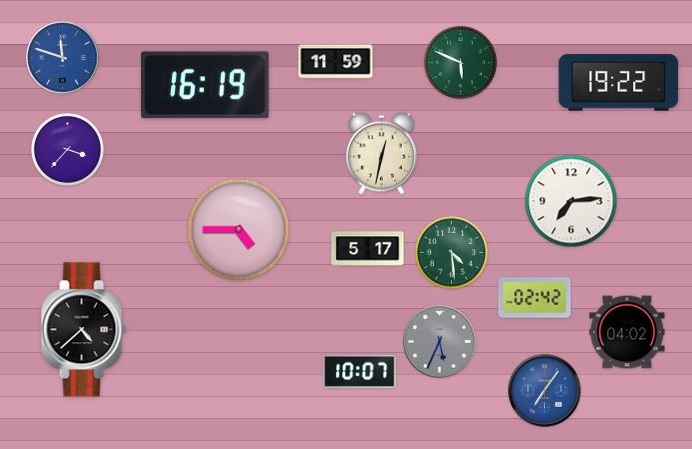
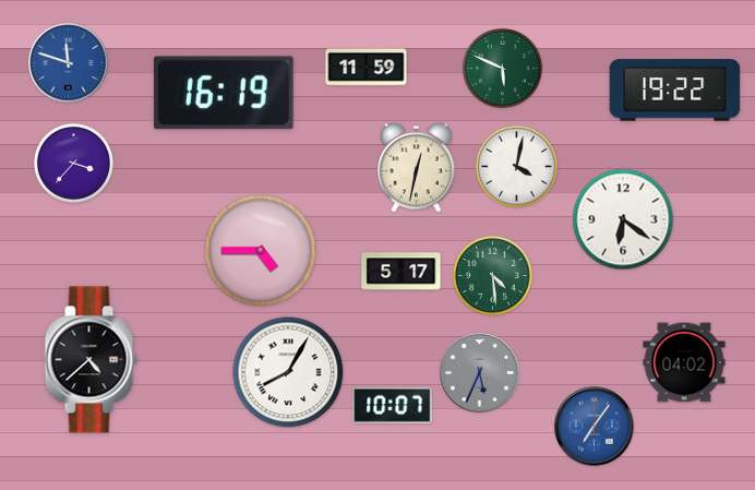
clock at (517, 167): none -> 4:02
clock at (571, 201): 7:14 -> 6:21
clock at (535, 298): 02:42 -> none
clock at (288, 372): none -> 8:05
